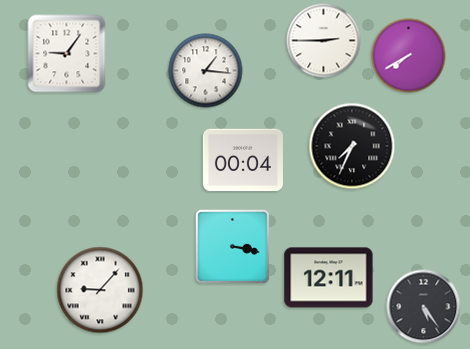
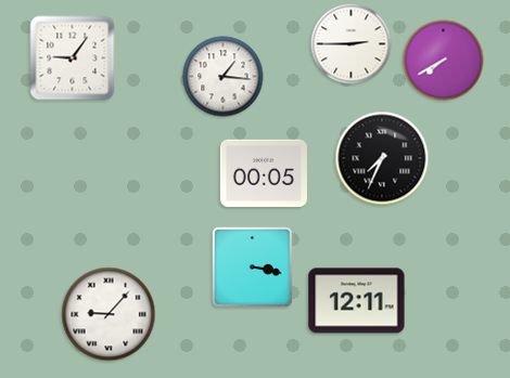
clock at (243, 160): 00:04 -> 00:05
clock at (424, 307): 5:24 -> none
